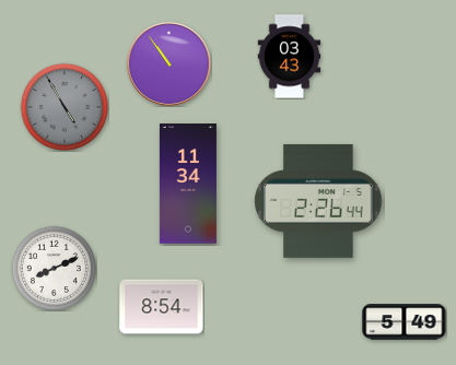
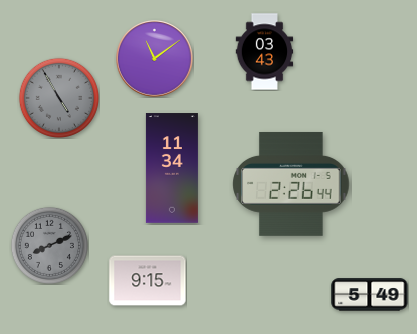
clock at (169, 64): 10:54 -> 11:09
clock at (54, 268) dial: white -> grey
clock at (162, 307): 8:54 -> 9:15
